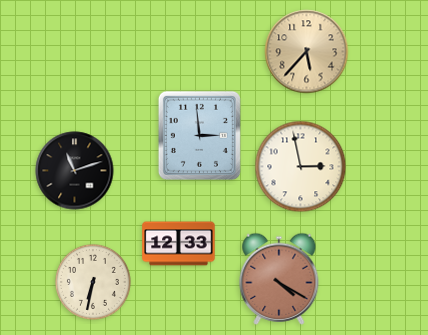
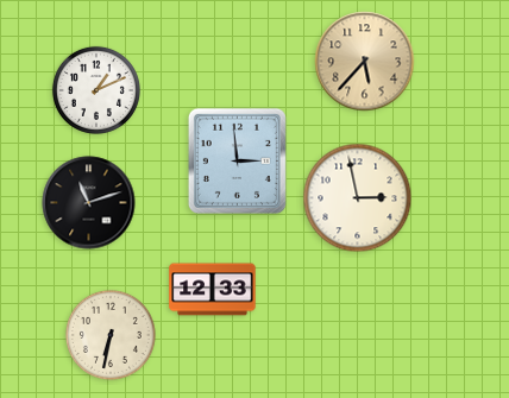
clock at (96, 90): none -> 1:11
clock at (279, 279): 4:20 -> none
